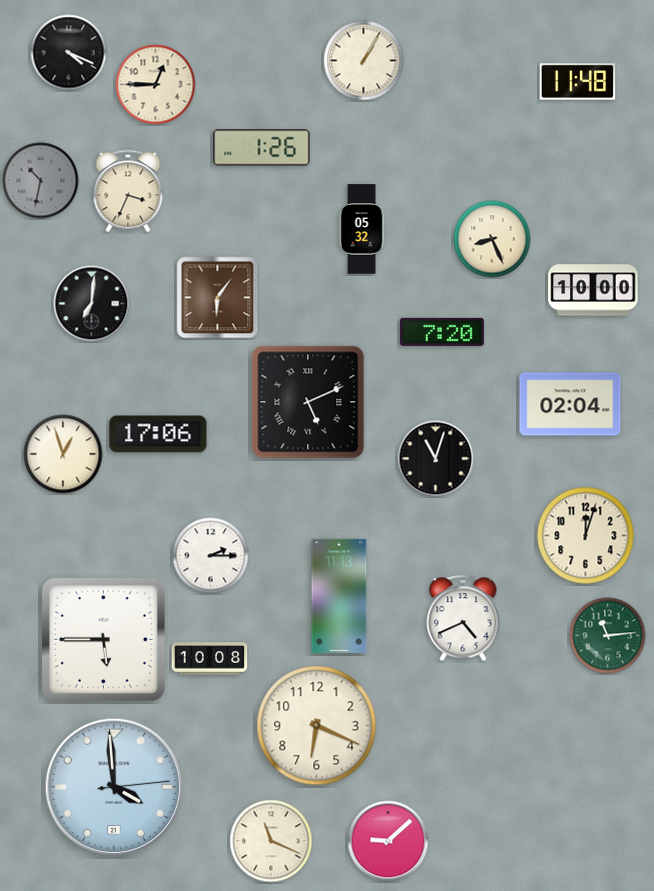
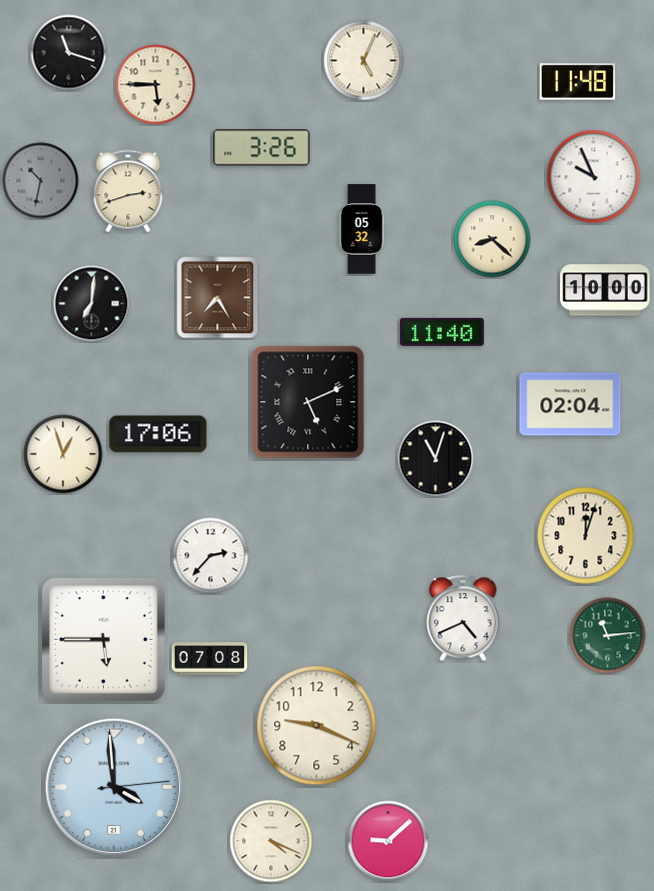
clock at (69, 53): 4:19 -> 11:18
clock at (364, 61): 1:05 -> 5:04
clock at (156, 85): 12:45 -> 5:45
clock at (262, 148): 1:26 -> 3:26
clock at (594, 177): none -> 9:56
clock at (128, 191): 3:34 -> 2:42
clock at (492, 239): 8:26 -> 8:22
clock at (593, 290) position: (593, 290) -> (605, 290)
clock at (218, 298): 6:06 -> 7:25
clock at (442, 332): 7:20 -> 11:40
clock at (211, 556): 2:15 -> 2:37
clock at (339, 596): 11:13 -> none
clock at (210, 659): 10:08 -> 07:08
clock at (317, 726): 6:19 -> 9:19
clock at (271, 841): 11:19 -> 4:19
